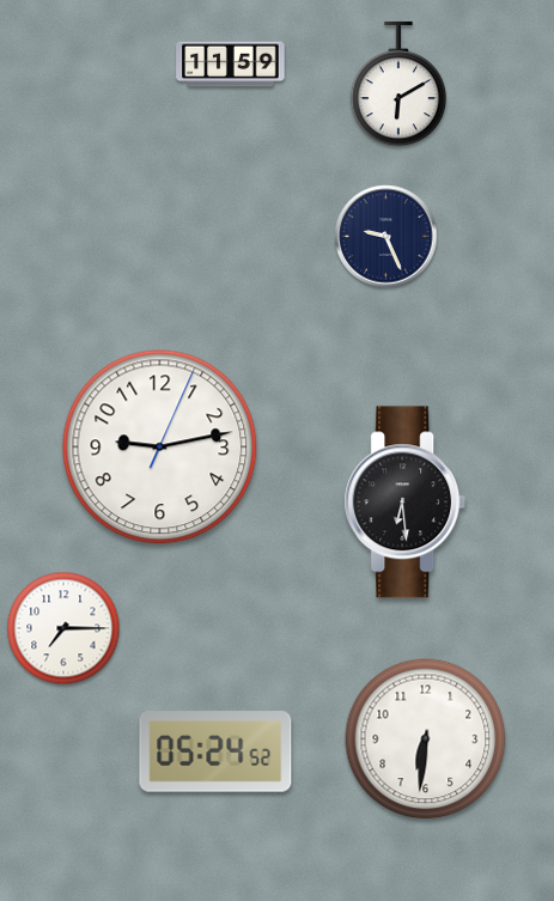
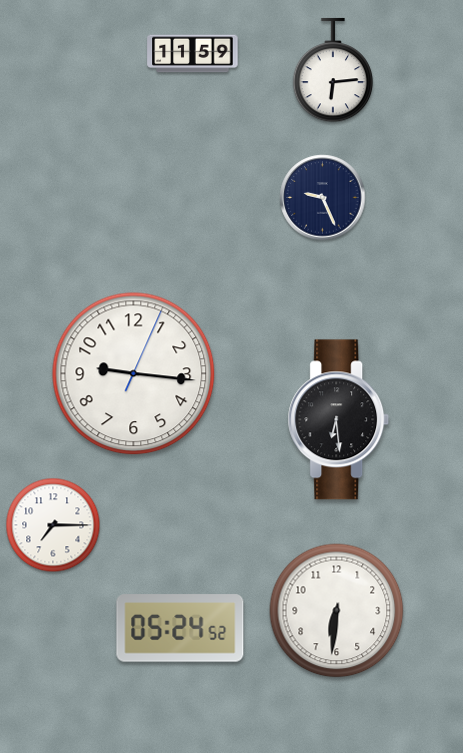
clock at (398, 84): 6:10 -> 6:14
clock at (160, 448): 9:13 -> 9:16
clock at (426, 739) position: (426, 739) -> (337, 611)
